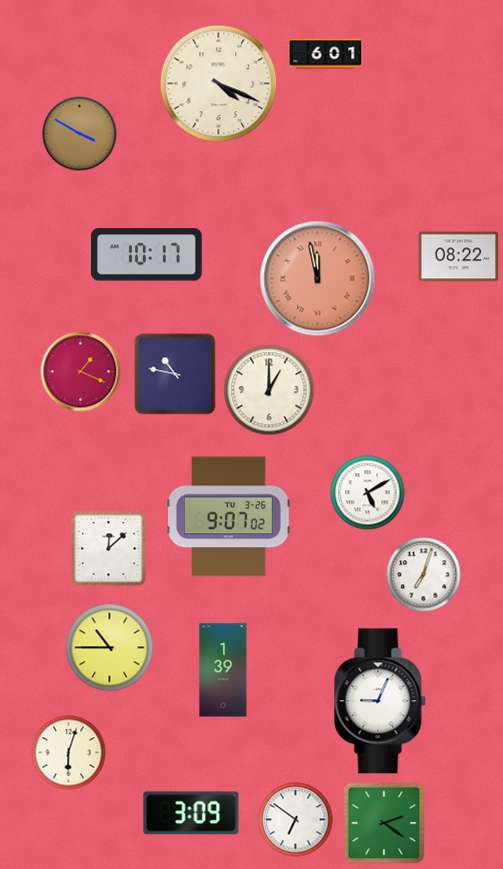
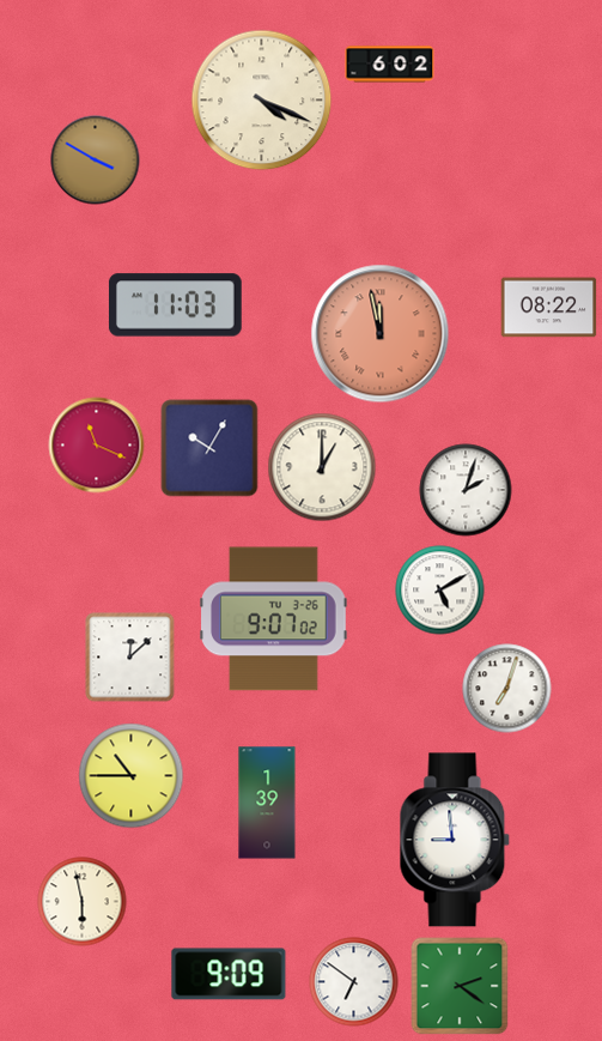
clock at (326, 54): 6:01 -> 6:02
clock at (146, 255): 10:17 -> 11:03
clock at (81, 372): 1:19 -> 11:19
clock at (175, 374): 10:47 -> 10:05
clock at (466, 490): none -> 2:03
clock at (380, 701): 9:04 -> 8:59
clock at (69, 753): 6:03 -> 5:58
clock at (191, 813): 3:09 -> 9:09
